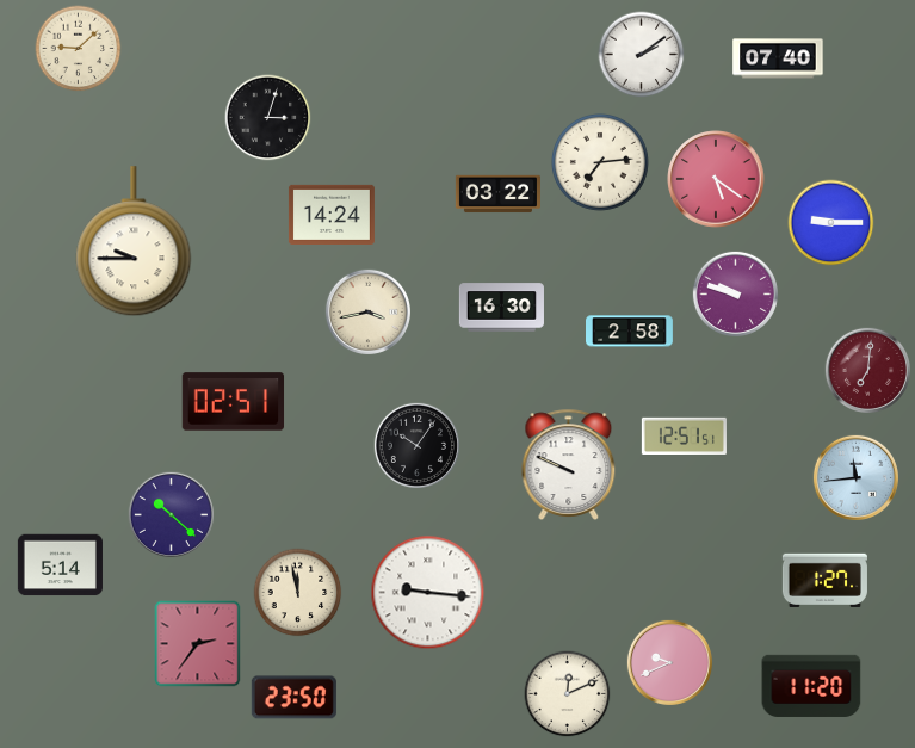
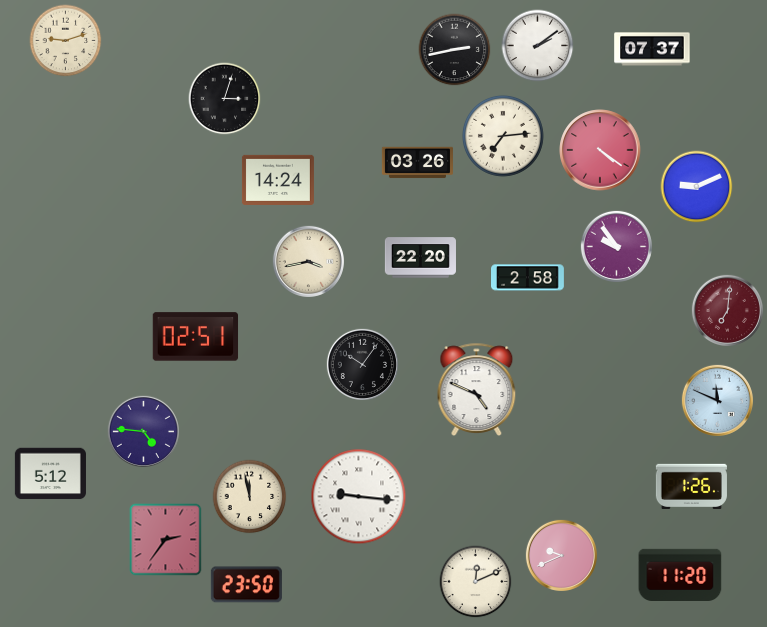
clock at (79, 49): 9:08 -> 9:12
clock at (778, 58): 07:40 -> 07:37
clock at (455, 50): none -> 2:43
clock at (716, 179): 5:21 -> 4:21
clock at (497, 194): 03:22 -> 03:26
clock at (831, 223): 9:15 -> 9:11
clock at (134, 242): 9:45 -> none
clock at (735, 293): 9:48 -> 9:54
clock at (501, 308): 16:30 -> 22:20
clock at (684, 437): 12:51 -> none
clock at (416, 445) position: (416, 445) -> (362, 364)
clock at (569, 464): 9:49 -> 4:49
clock at (855, 477): 11:44 -> 11:49
clock at (171, 514): 10:22 -> 4:46
clock at (60, 565): 5:14 -> 5:12
clock at (824, 580): 1:27 -> 1:26
